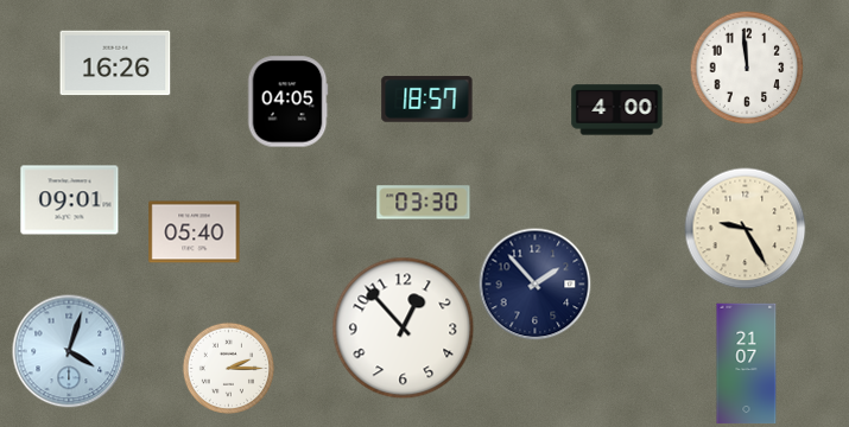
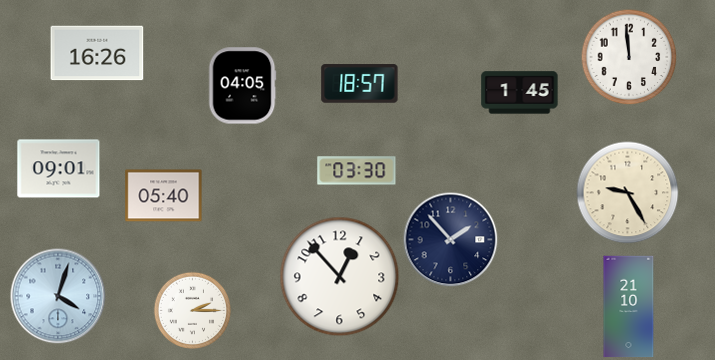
clock at (617, 110): 4:00 -> 1:45
clock at (747, 364): 21:07 -> 21:10
